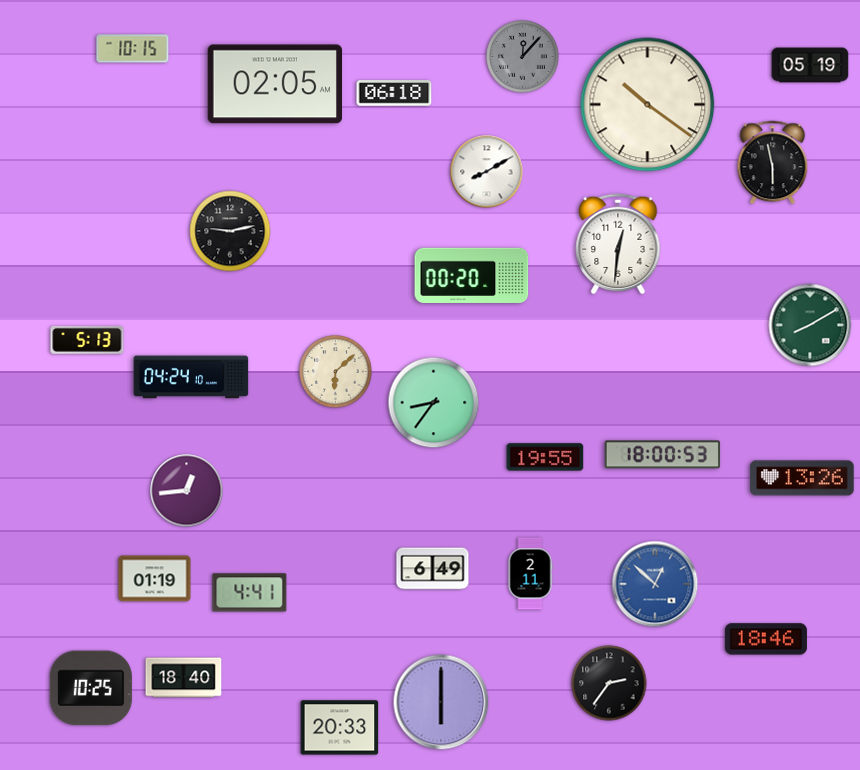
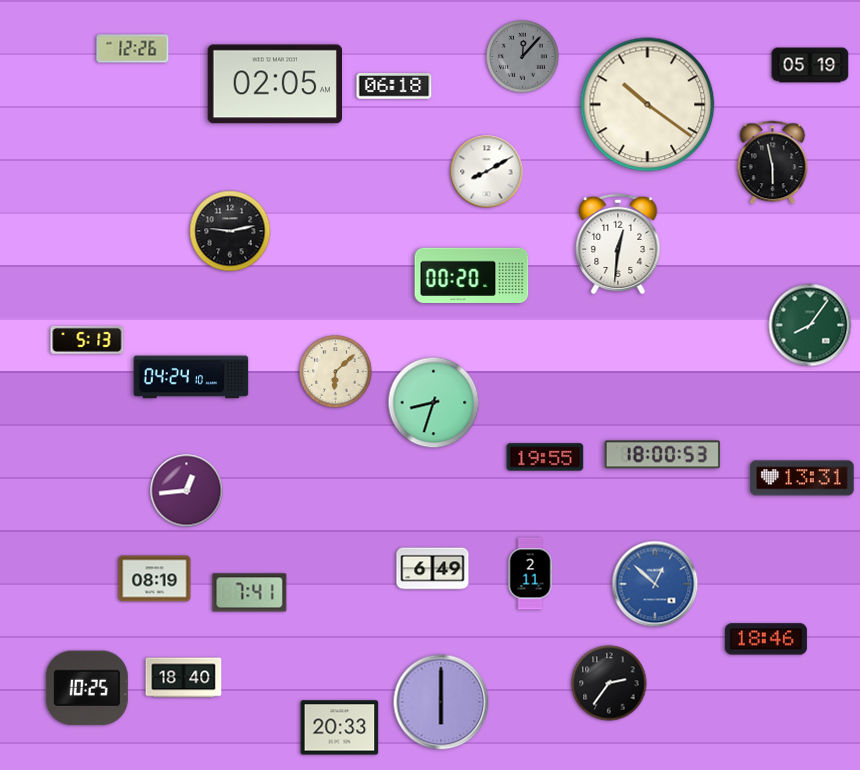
clock at (133, 49): 10:15 -> 12:26
clock at (394, 93) position: (394, 93) -> (394, 86)
clock at (810, 325): 8:10 -> 8:06
clock at (434, 403): 8:36 -> 8:33
clock at (802, 478): 13:26 -> 13:31
clock at (155, 579): 01:19 -> 08:19
clock at (250, 593): 4:41 -> 7:41
clock at (91, 688) position: (91, 688) -> (87, 688)
